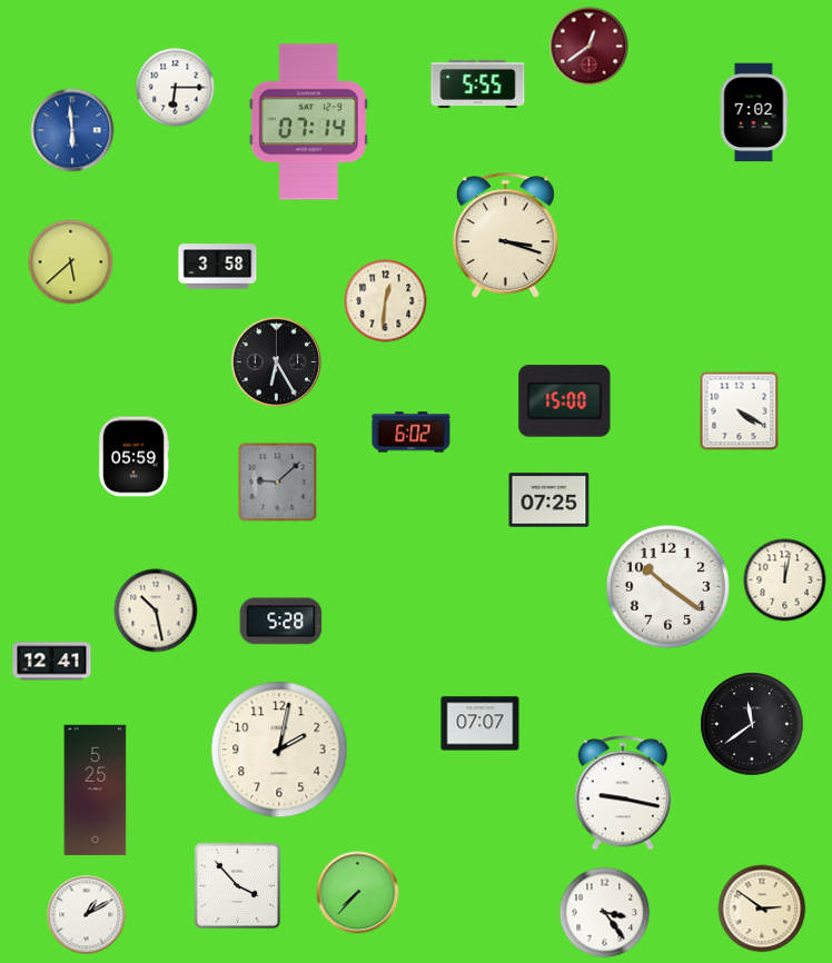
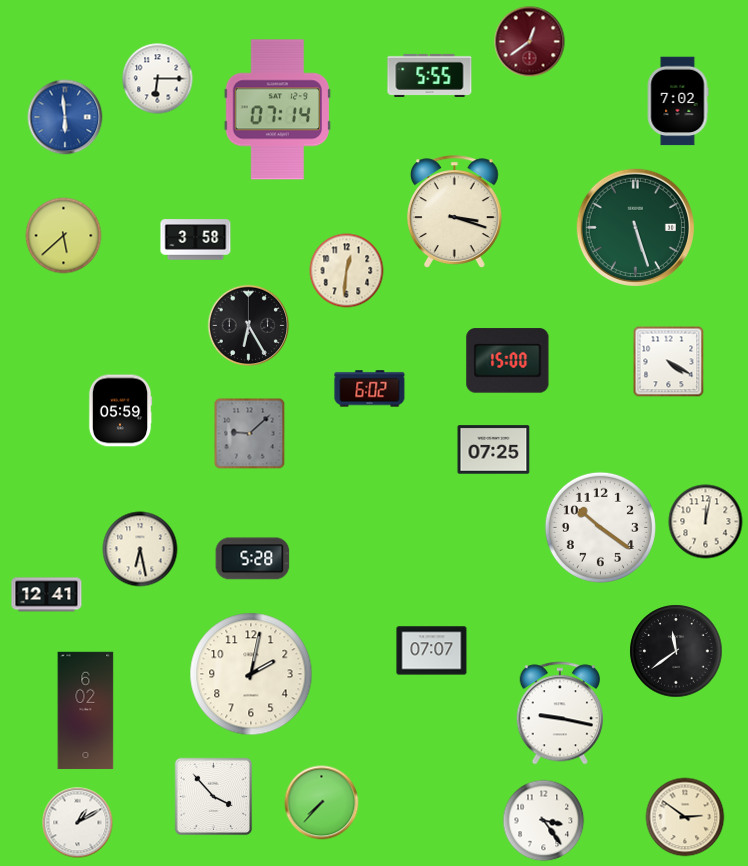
clock at (635, 227): none -> 5:27
clock at (740, 411) position: (740, 411) -> (669, 362)
clock at (156, 610): 10:28 -> 6:28
clock at (96, 791): 5:25 -> 6:02
